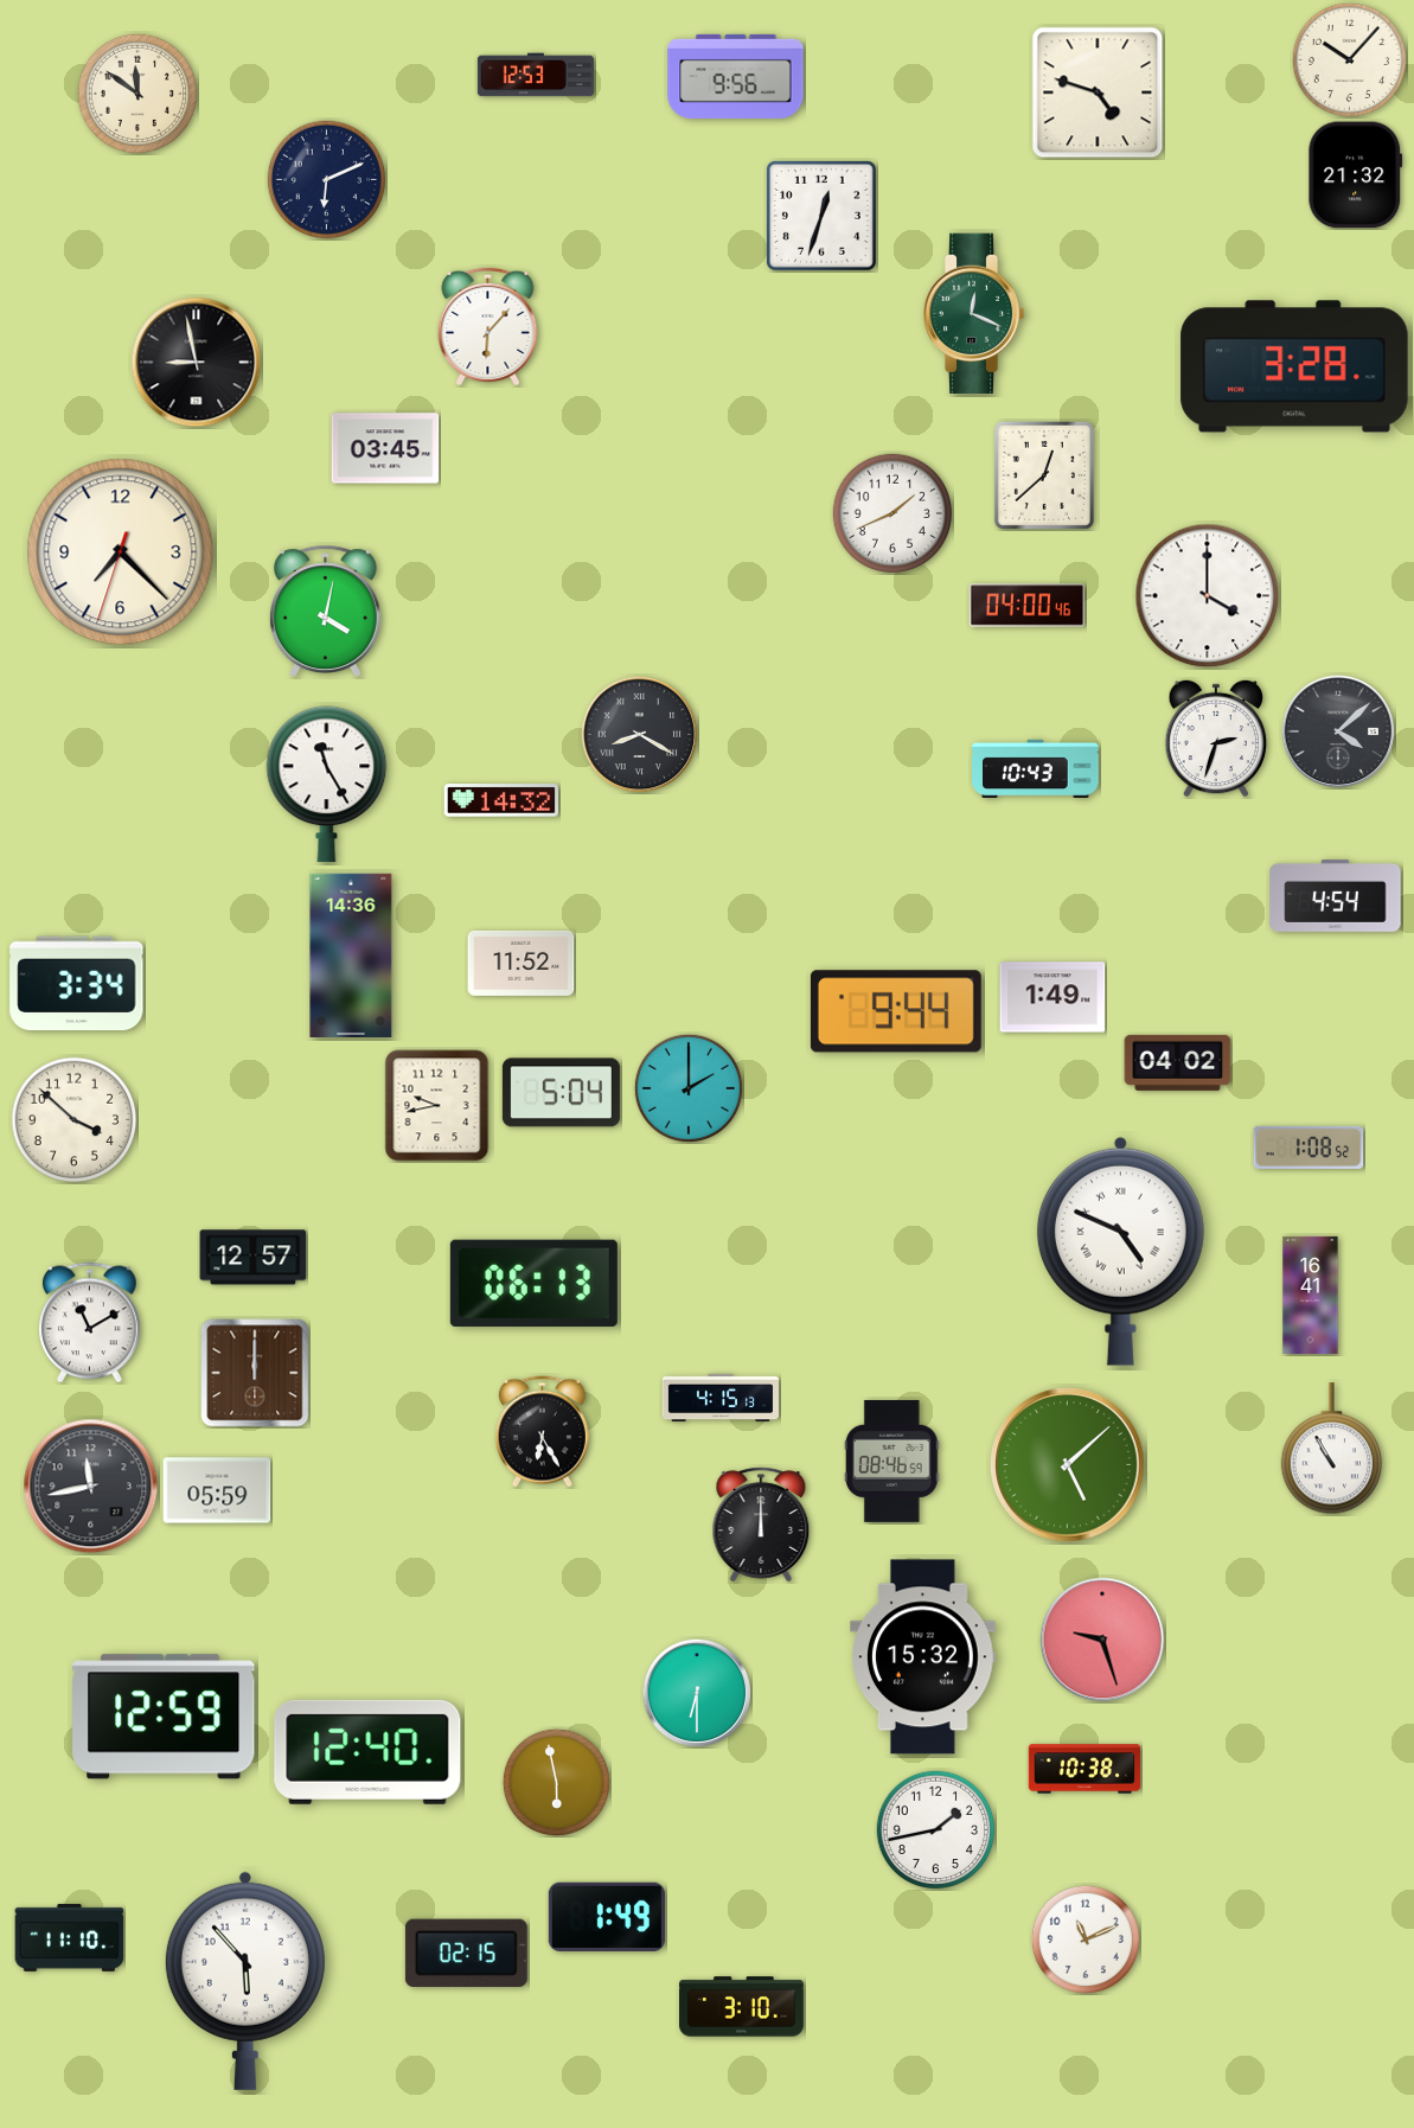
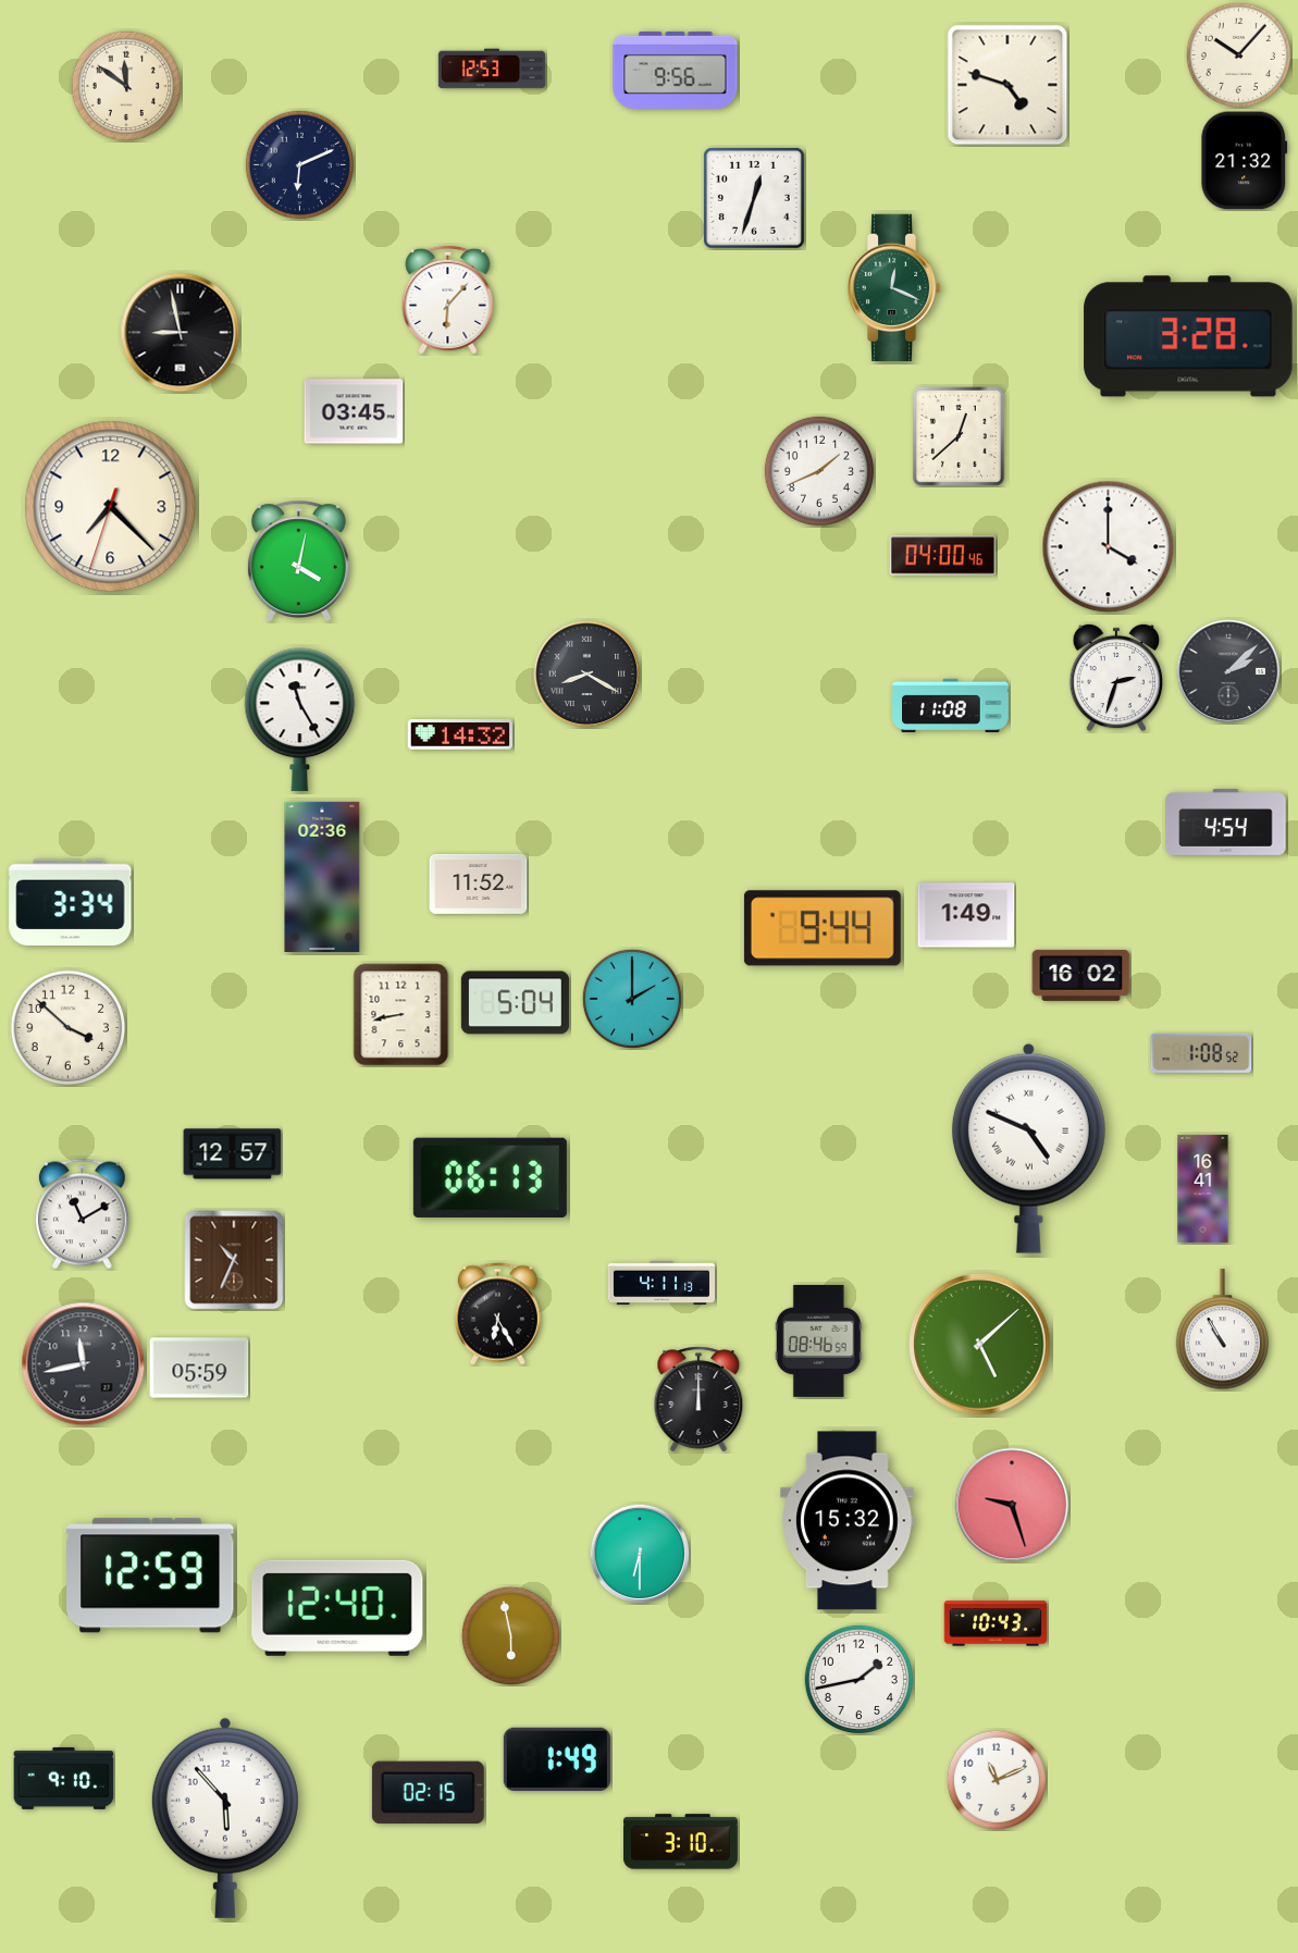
clock at (1338, 731): 4:08 -> 2:08
clock at (1036, 769): 10:43 -> 11:08
clock at (351, 956): 14:36 -> 02:36
clock at (1178, 1062): 04:02 -> 16:02
clock at (437, 1106): 9:43 -> 8:43
clock at (255, 1373): 12:00 -> 10:34
clock at (719, 1398): 4:15 -> 4:11
clock at (1085, 1769): 10:38 -> 10:43
clock at (70, 1937): 11:10 -> 9:10
